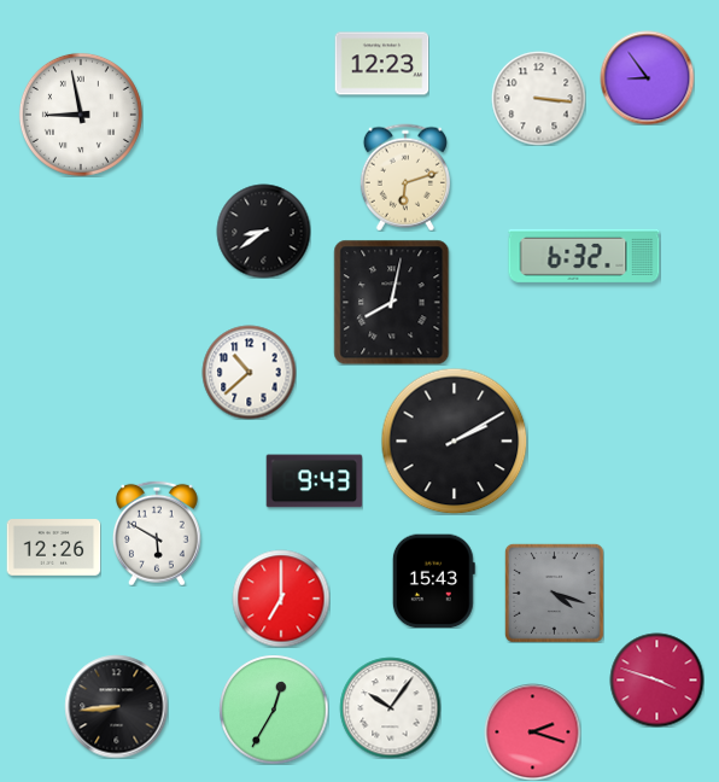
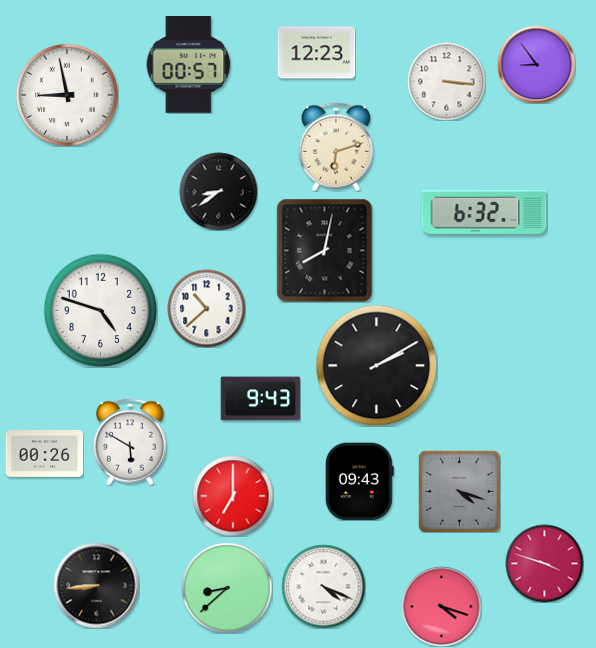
clock at (189, 64): none -> 00:57
clock at (100, 310): none -> 4:48
clock at (53, 548): 12:26 -> 00:26
clock at (433, 580): 15:43 -> 09:43
clock at (390, 707): 10:06 -> 4:19
clock at (274, 710): 12:35 -> 8:38
clock at (532, 731): 2:18 -> 4:18
